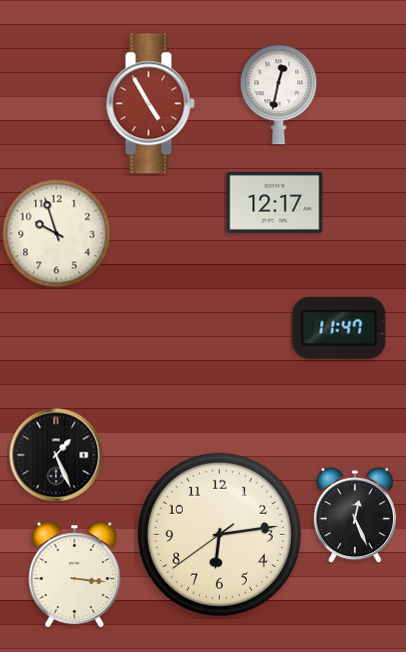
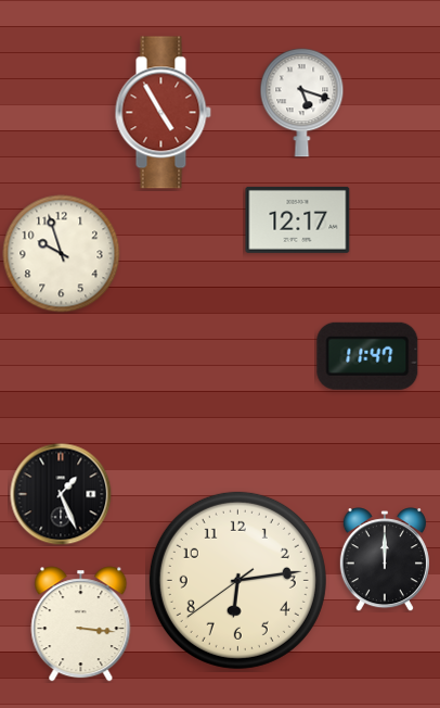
clock at (279, 95): 12:32 -> 5:18
clock at (355, 515): 12:26 -> 12:00
